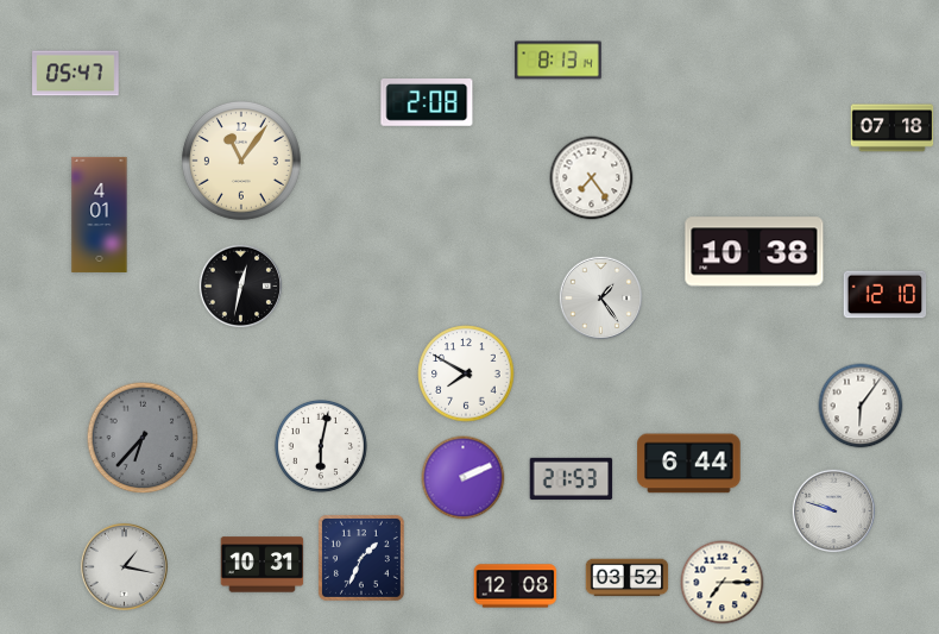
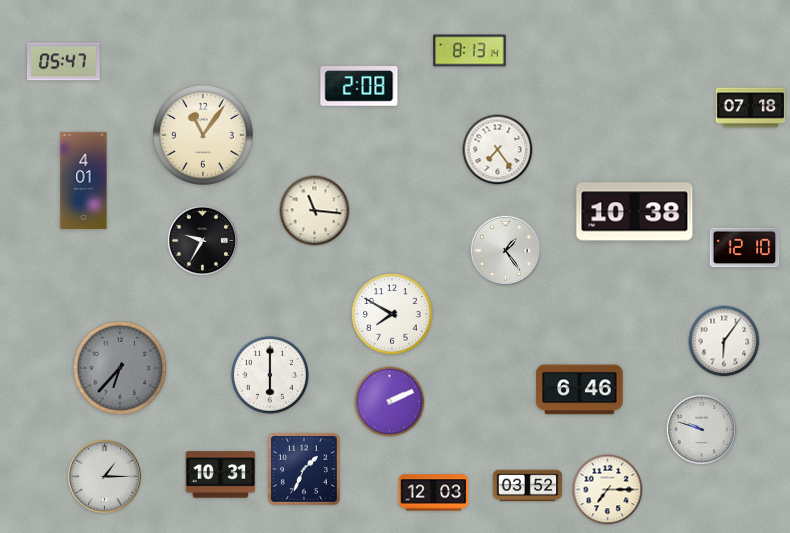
clock at (315, 211): none -> 11:16
clock at (241, 287): 12:32 -> 9:35
clock at (321, 446): 6:02 -> 6:00
clock at (689, 464): 6:44 -> 6:46
clock at (572, 478): 21:53 -> none
clock at (124, 566): 1:17 -> 1:15
clock at (516, 586): 12:08 -> 12:03
